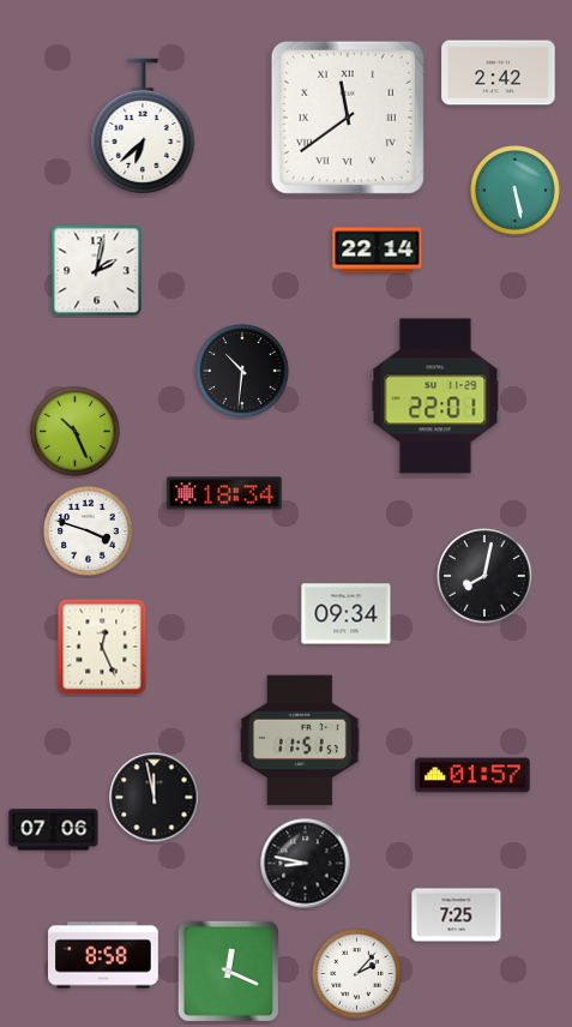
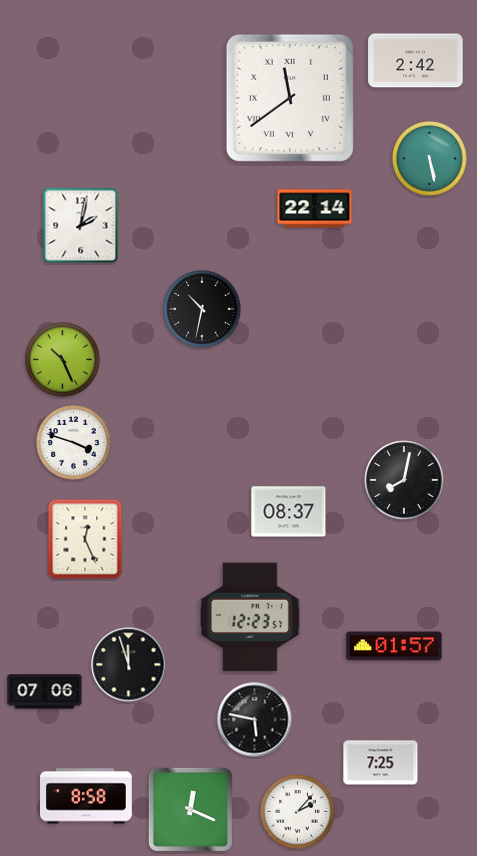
clock at (143, 126): 6:38 -> none
clock at (242, 371): 10:31 -> 10:32
clock at (435, 396): 22:01 -> none
clock at (224, 493): 18:34 -> none
clock at (347, 614): 09:34 -> 08:37
clock at (301, 740): 11:51 -> 12:23
clock at (155, 798): 11:58 -> 11:57
clock at (306, 864): 8:47 -> 5:47
